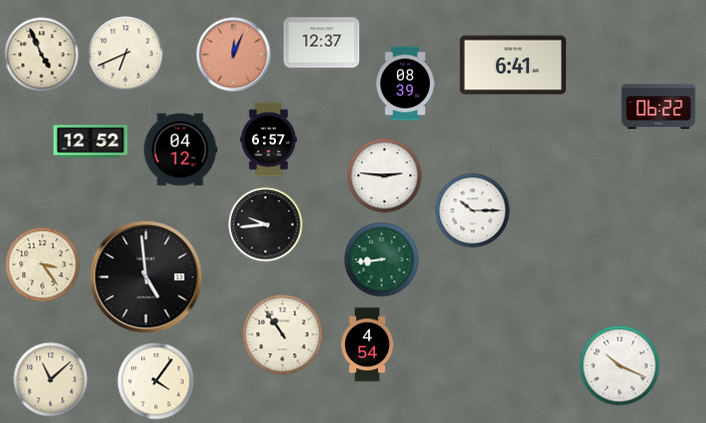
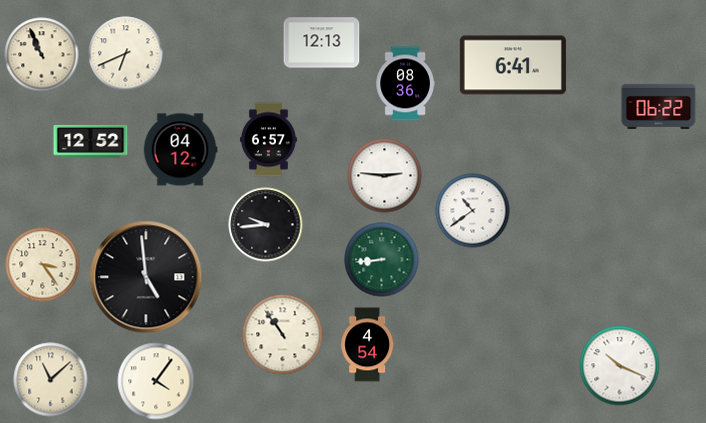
clock at (322, 43): 12:37 -> 12:13
clock at (42, 55): 4:56 -> 10:56
clock at (234, 55): 12:04 -> none
clock at (405, 84): 08:39 -> 08:36
clock at (473, 211): 10:15 -> 10:39
